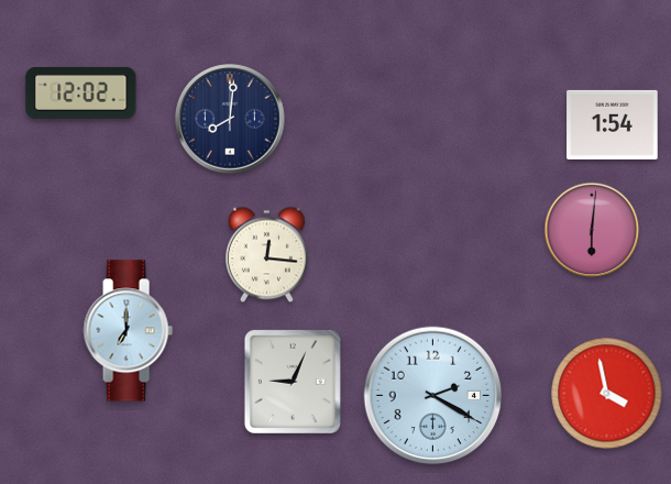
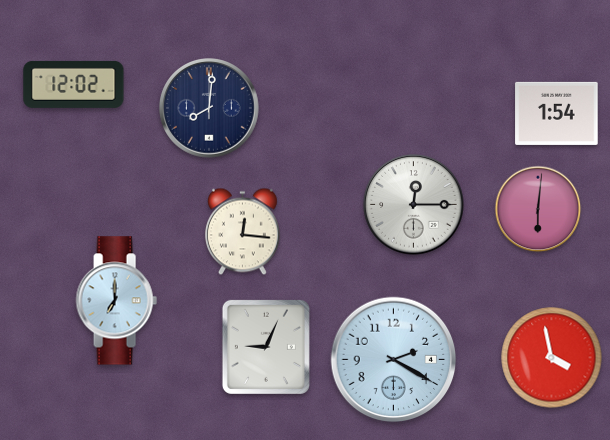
clock at (414, 205): none -> 12:15
